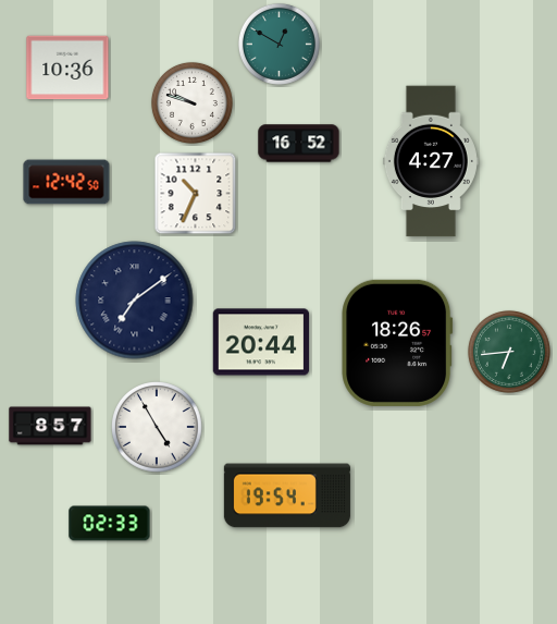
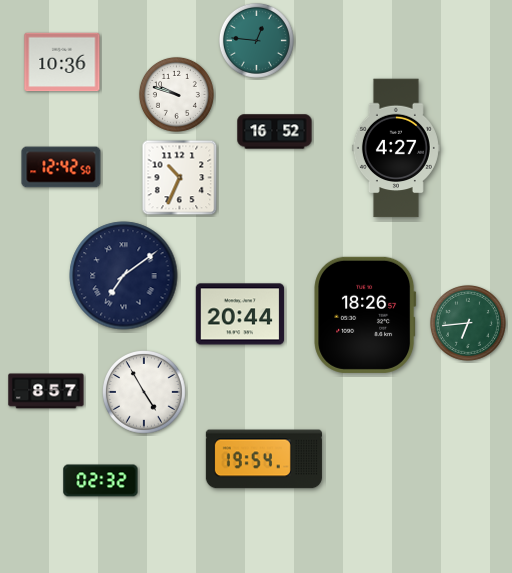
clock at (278, 44): 12:50 -> 12:46
clock at (287, 495) position: (287, 495) -> (264, 459)
clock at (110, 524): 02:33 -> 02:32
